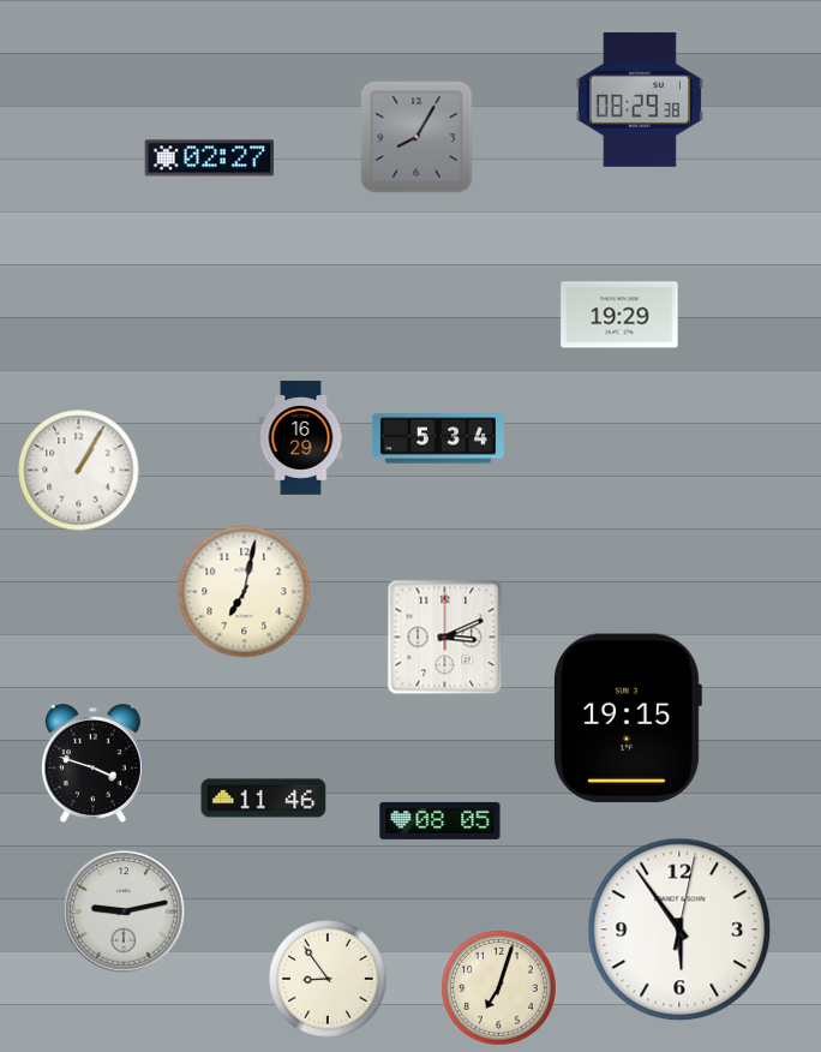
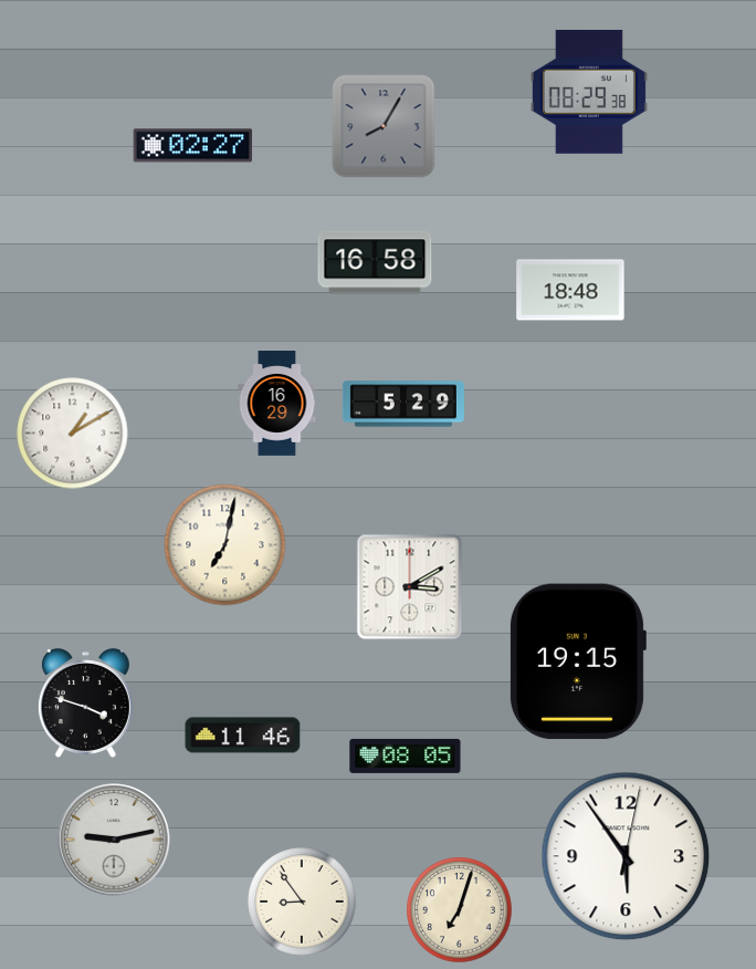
clock at (375, 262): none -> 16:58
clock at (619, 315): 19:29 -> 18:48
clock at (438, 438): 5:34 -> 5:29
clock at (79, 471): 1:05 -> 1:10
clock at (445, 638): 3:11 -> 3:10
